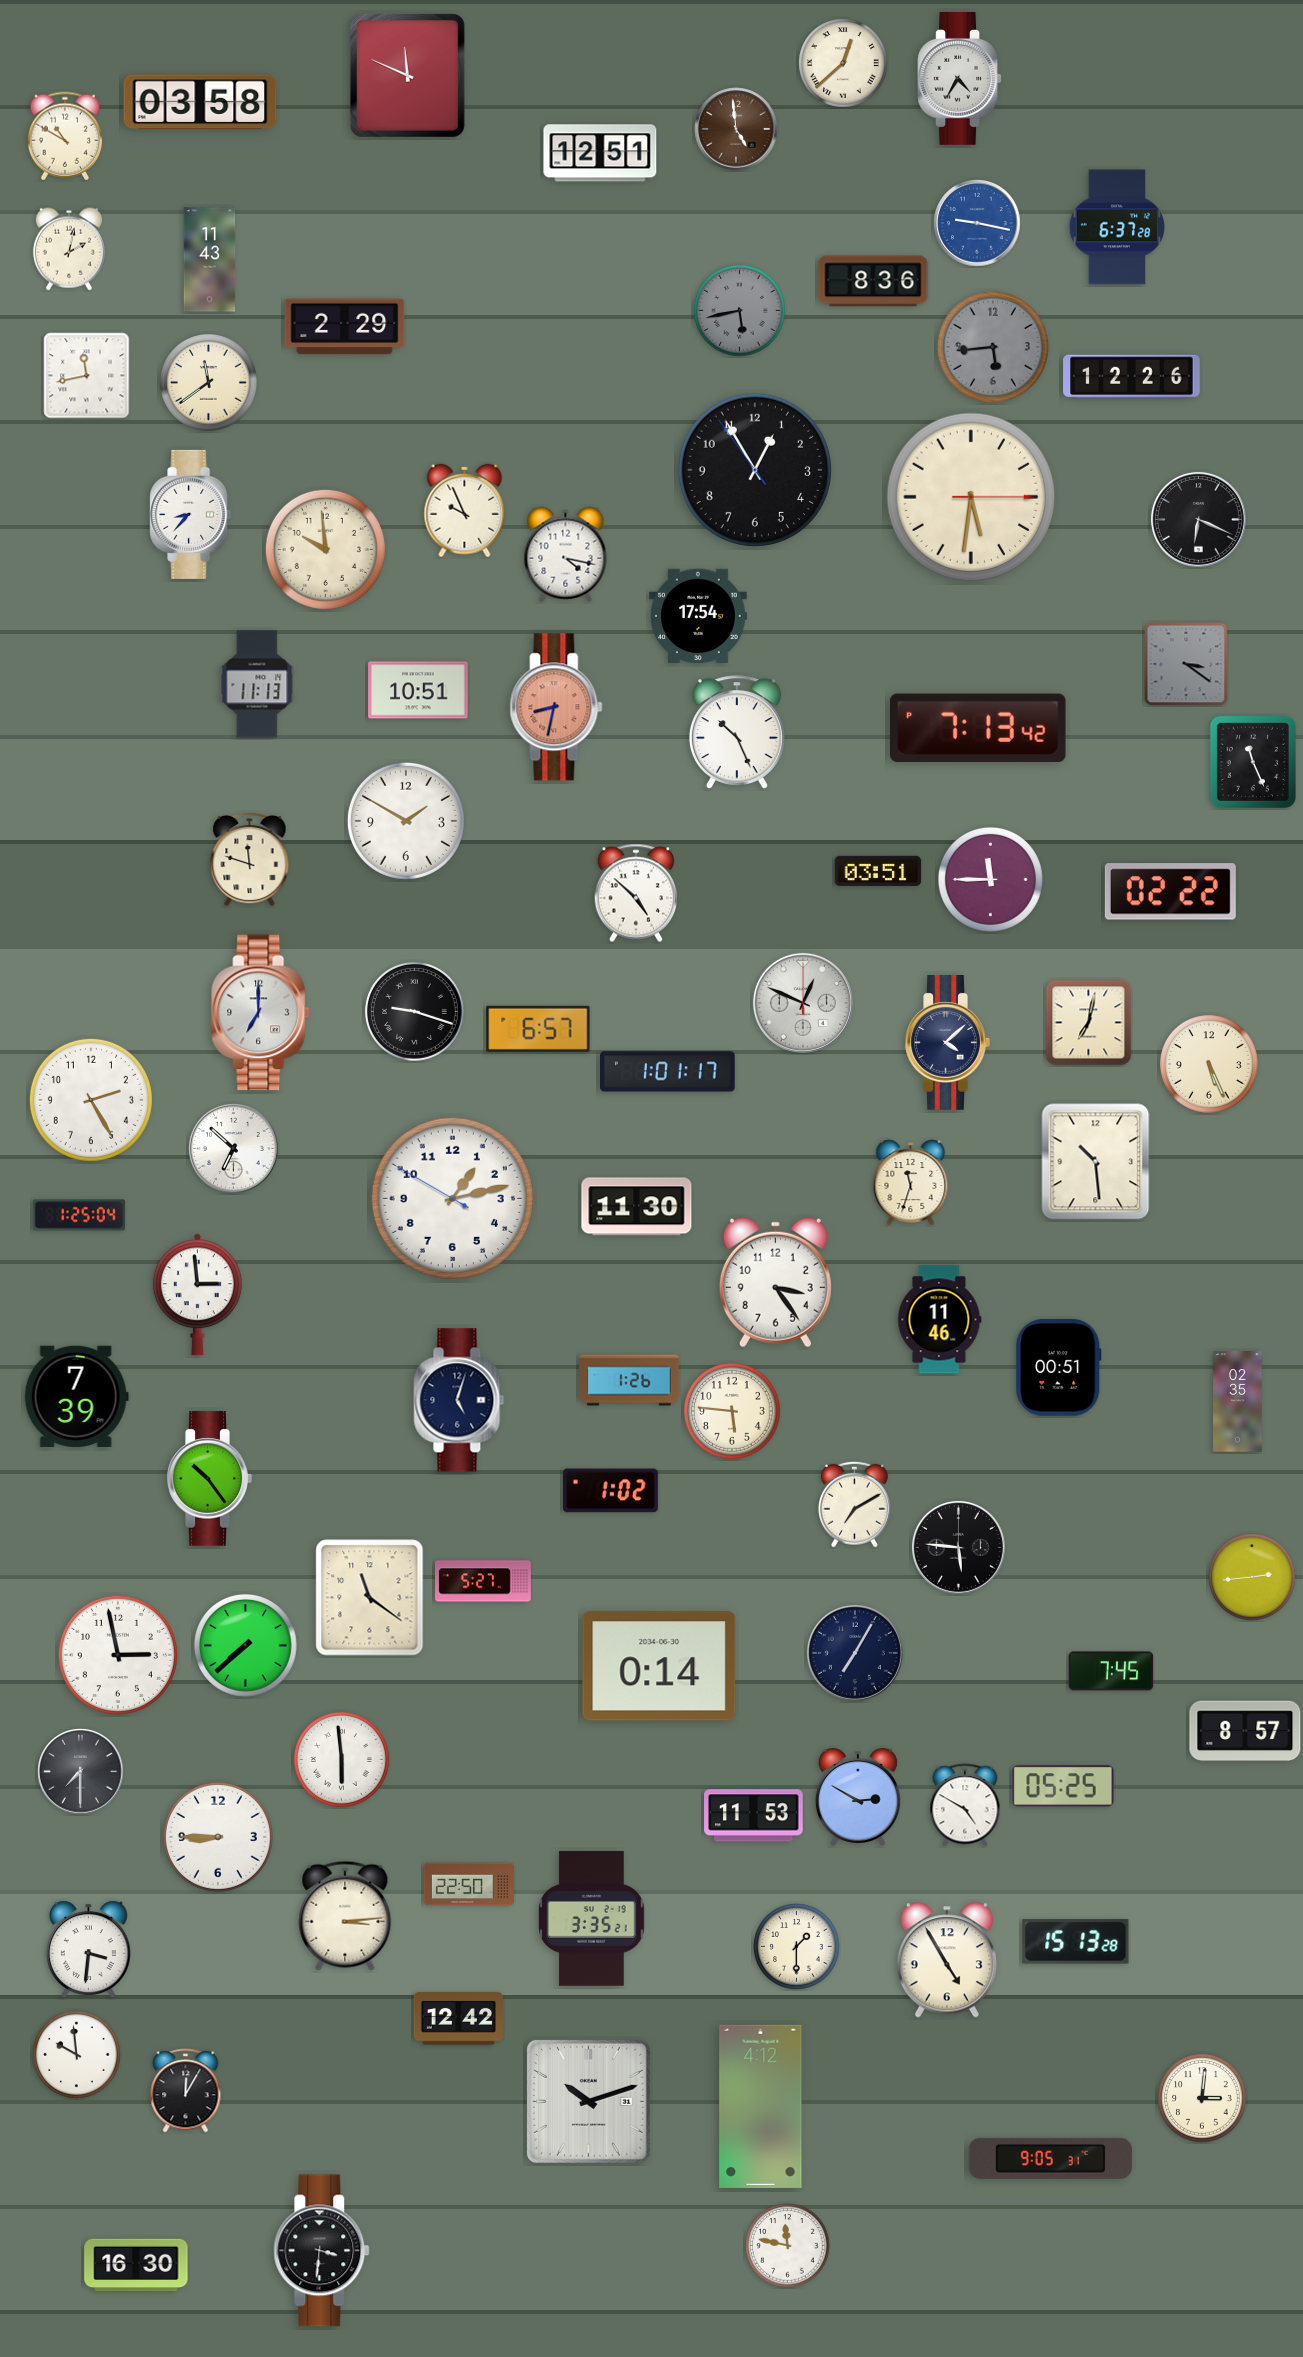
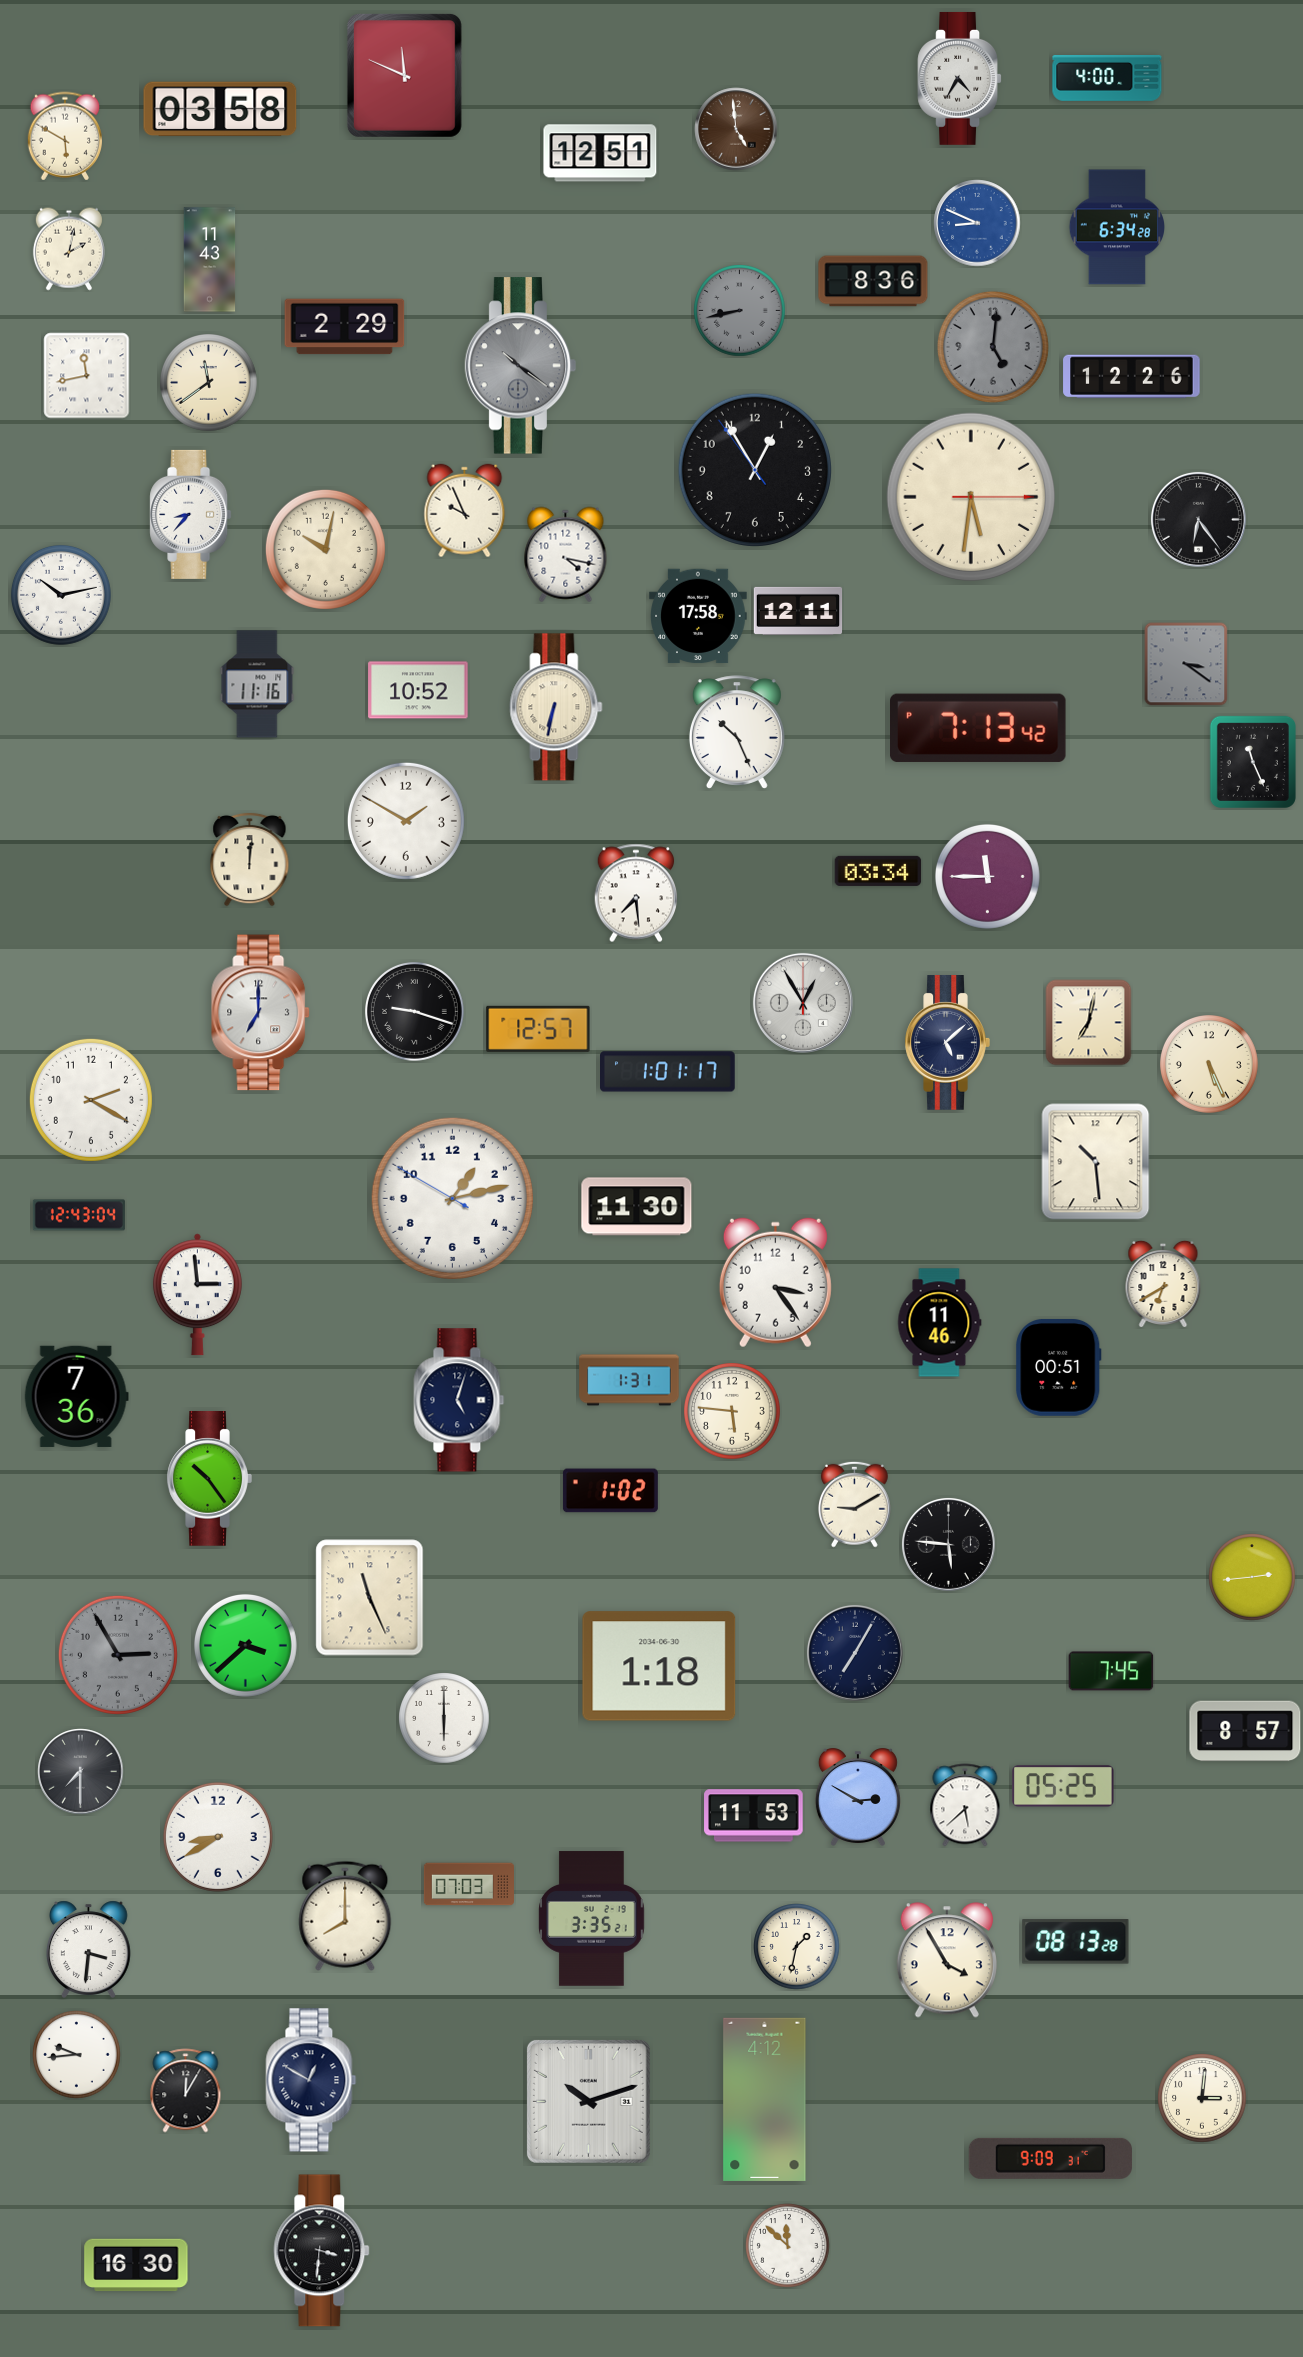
clock at (843, 63): 12:38 -> none
clock at (407, 75) position: (407, 75) -> (404, 75)
clock at (1107, 78): none -> 4:00
clock at (200, 102) position: (200, 102) -> (220, 109)
clock at (65, 136): 10:50 -> 5:50
clock at (977, 223): 9:17 -> 8:49
clock at (1116, 227): 6:37 -> 6:34
clock at (740, 311): 5:43 -> 8:43
clock at (993, 347): 5:44 -> 5:01
clock at (521, 366): none -> 10:21
clock at (1198, 519): 6:19 -> 6:24
clock at (325, 549): 9:59 -> 10:02
clock at (61, 596): none -> 10:13
clock at (798, 611): none -> 12:11
clock at (698, 616): 17:54 -> 17:58
clock at (257, 684): 11:13 -> 11:16
clock at (418, 690): 10:51 -> 10:52
clock at (556, 707): 8:32 -> 6:32
clock at (556, 707) dial: salmon -> cream
clock at (250, 859): 11:48 -> 12:01
clock at (878, 871): 03:51 -> 03:34
clock at (990, 879) position: (990, 879) -> (987, 876)
clock at (1170, 892): 02:22 -> none
clock at (636, 893): 4:52 -> 7:29
clock at (803, 1003): 12:49 -> 12:55
clock at (538, 1029): 6:57 -> 12:57
clock at (947, 1043): 4:08 -> 5:08
clock at (91, 1100): 2:25 -> 2:20
clock at (234, 1149): 6:52 -> none
clock at (911, 1183): 11:33 -> none
clock at (79, 1215): 1:25 -> 12:43
clock at (1163, 1283): none -> 6:40
clock at (939, 1320) position: (939, 1320) -> (939, 1323)
clock at (629, 1380): 1:26 -> 1:31
clock at (76, 1396): 7:39 -> 7:36
clock at (1238, 1402): 02:35 -> none
clock at (854, 1504): 7:10 -> 9:10
clock at (958, 1547) position: (958, 1547) -> (948, 1544)
clock at (484, 1581): 5:27 -> none
clock at (370, 1598): 11:21 -> 11:26
clock at (245, 1645): 7:38 -> 3:38
clock at (118, 1655): 2:58 -> 2:55
clock at (118, 1655) dial: white -> grey
clock at (659, 1666): 0:14 -> 1:18
clock at (444, 1718): none -> 6:00
clock at (342, 1760): 5:59 -> none
clock at (965, 1805): 4:50 -> 5:38
clock at (218, 1837): 8:45 -> 8:40
clock at (468, 1884): 22:50 -> 07:03
clock at (345, 1916): 3:14 -> 8:00
clock at (1076, 1942): 15:13 -> 08:13
clock at (797, 1947): 1:30 -> 1:32
clock at (947, 1960): 4:55 -> 3:55
clock at (458, 2019): 12:42 -> none
clock at (77, 2055): 9:59 -> 9:44
clock at (311, 2080): none -> 12:50
clock at (761, 2106) position: (761, 2106) -> (765, 2099)
clock at (1050, 2158): 9:05 -> 9:09
clock at (788, 2246): 11:47 -> 11:52
